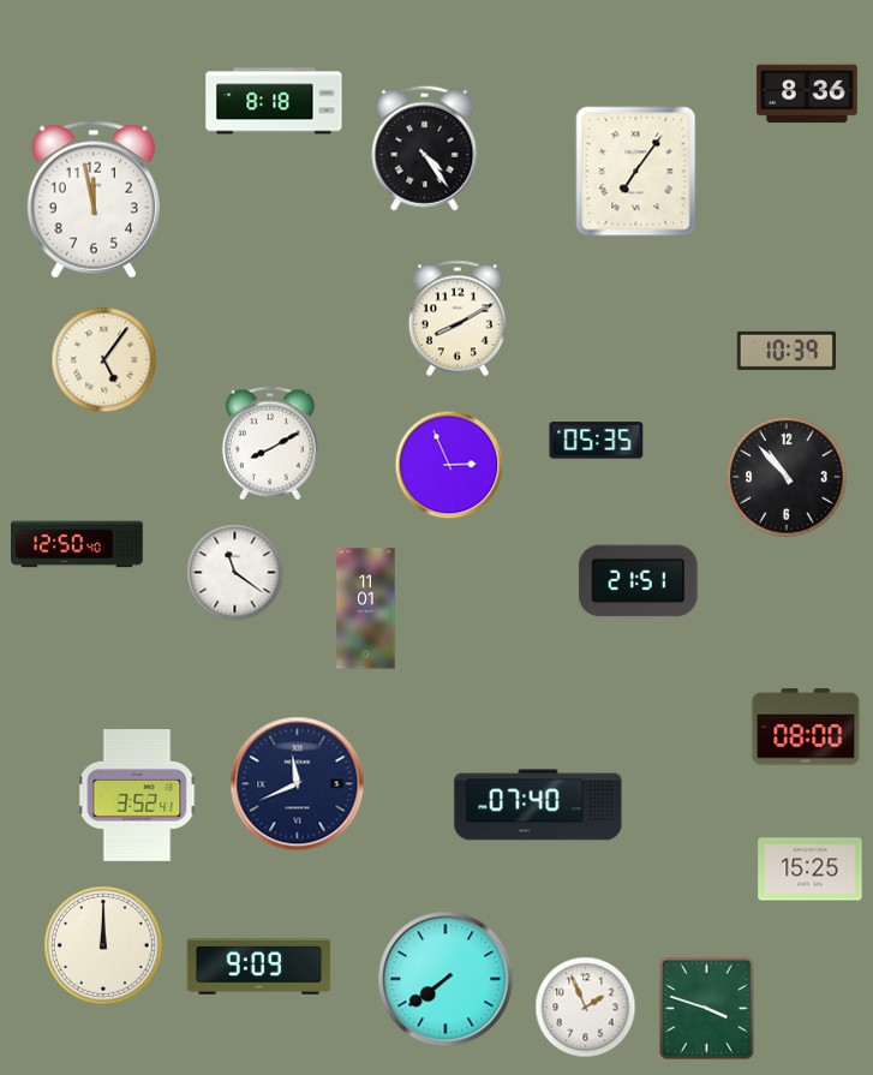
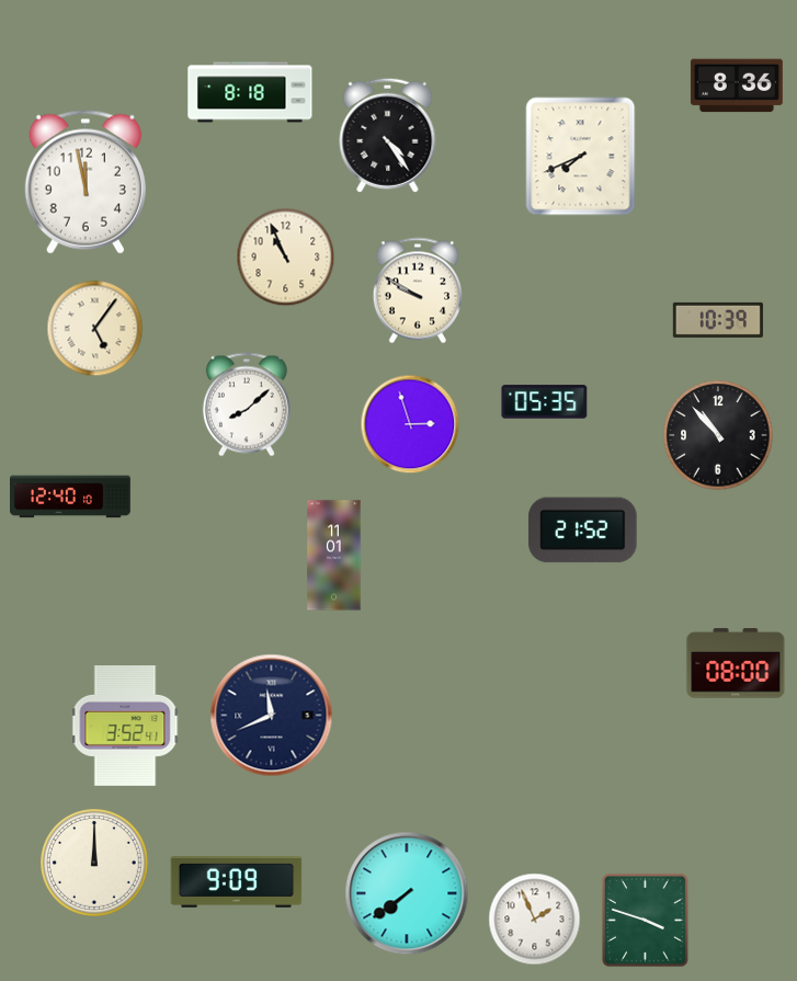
clock at (636, 172): 7:06 -> 7:41
clock at (286, 258): none -> 10:56
clock at (458, 318): 8:10 -> 9:50
clock at (270, 443): 8:10 -> 8:08
clock at (449, 465): 2:56 -> 2:57
clock at (78, 544): 12:50 -> 12:40
clock at (235, 573): 11:21 -> none
clock at (639, 581): 21:51 -> 21:52
clock at (538, 805): 07:40 -> none
clock at (811, 870): 15:25 -> none
